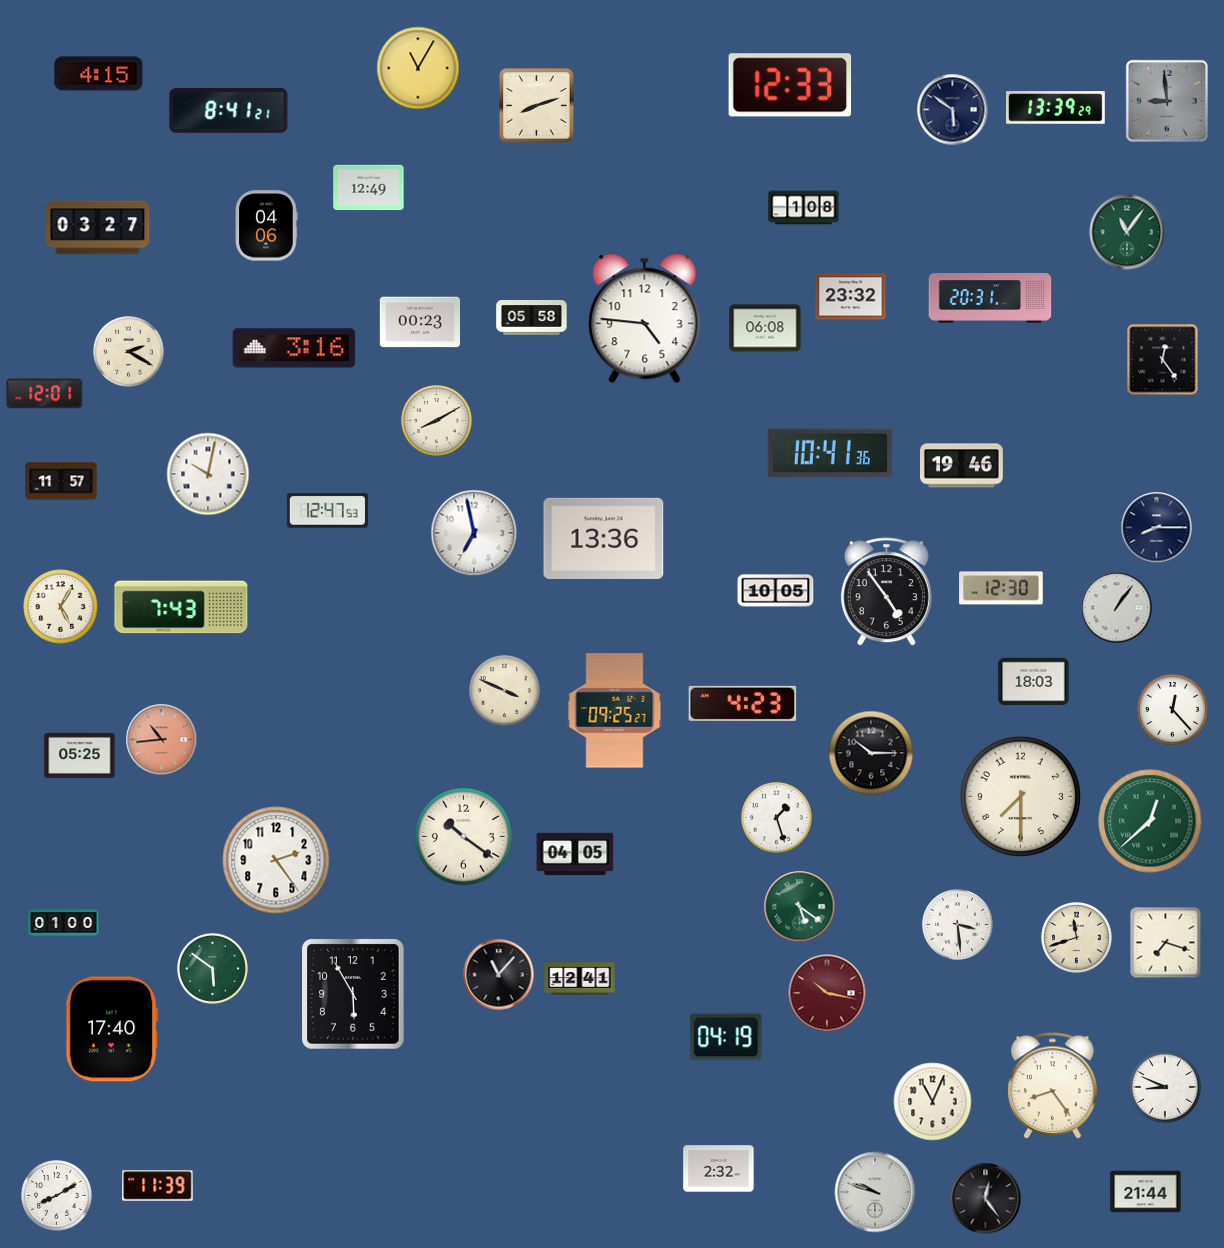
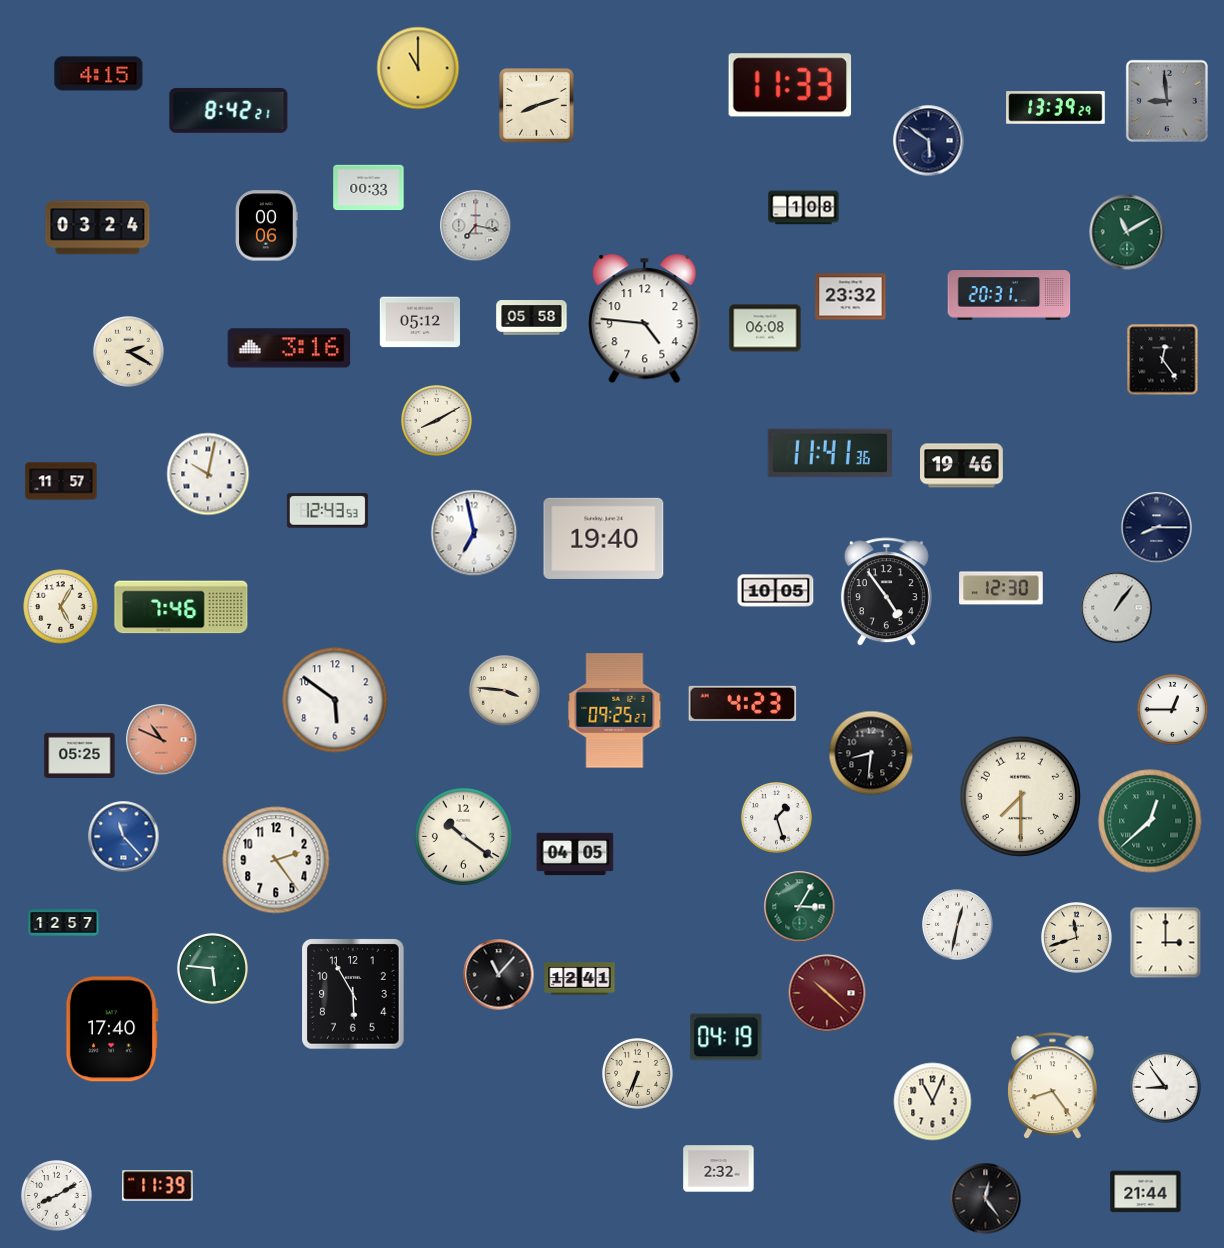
clock at (418, 68): 11:05 -> 11:00
clock at (790, 85): 12:33 -> 11:33
clock at (953, 110) position: (953, 110) -> (929, 141)
clock at (229, 111): 8:41 -> 8:42
clock at (369, 188): 12:49 -> 00:33
clock at (267, 226): 04:06 -> 00:06
clock at (476, 226): none -> 7:17
clock at (98, 228): 03:27 -> 03:24
clock at (1127, 232): 11:06 -> 11:10
clock at (990, 298) position: (990, 298) -> (1009, 295)
clock at (419, 322): 00:23 -> 05:12
clock at (294, 348) position: (294, 348) -> (289, 348)
clock at (45, 394): 12:01 -> none
clock at (830, 453): 10:41 -> 11:41
clock at (327, 511): 12:47 -> 12:43
clock at (604, 538): 13:36 -> 19:40
clock at (181, 607): 7:43 -> 7:46
clock at (1034, 682): 18:03 -> none
clock at (505, 691): 3:49 -> 3:46
clock at (335, 700): none -> 5:51
clock at (1173, 710): 12:23 -> 12:45
clock at (162, 740): 10:44 -> 10:49
clock at (871, 753): 10:15 -> 8:31
clock at (124, 837): none -> 11:23
clock at (800, 907): 5:21 -> 3:05
clock at (64, 923): 01:00 -> 12:57
clock at (958, 925): 3:29 -> 12:32
clock at (1166, 943): 7:18 -> 3:00
clock at (213, 969): 5:51 -> 5:46
clock at (827, 993): 10:17 -> 10:22
clock at (638, 1074): none -> 6:34
clock at (1165, 1087): 8:49 -> 8:54
clock at (875, 1192): 9:48 -> none
